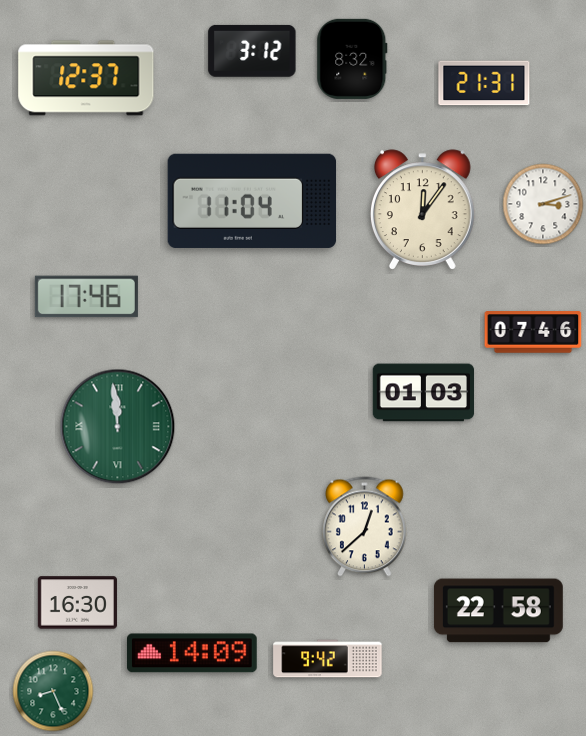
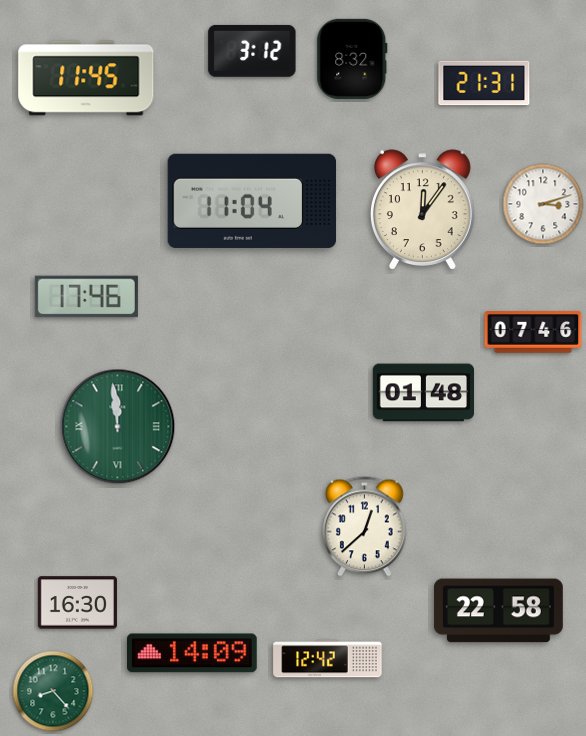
clock at (86, 78): 12:37 -> 11:45
clock at (423, 393): 01:03 -> 01:48
clock at (328, 659): 9:42 -> 12:42
clock at (53, 691): 8:26 -> 8:23
